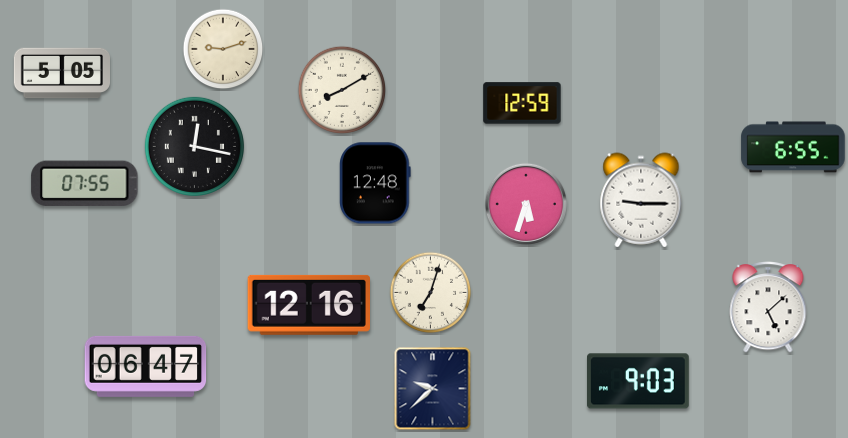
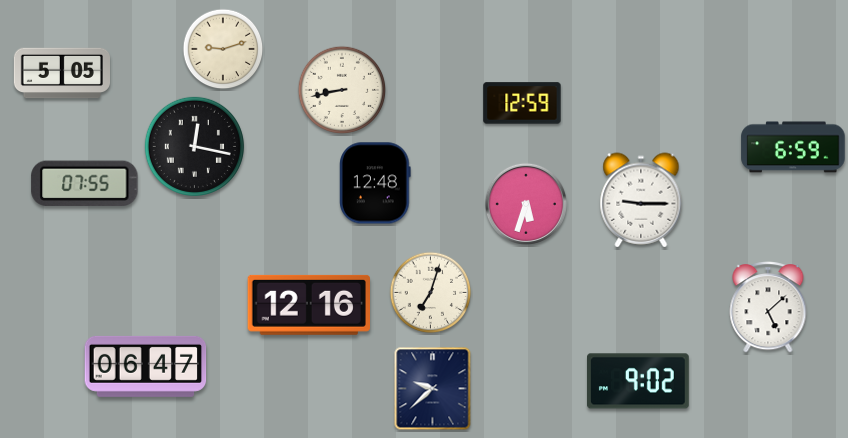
clock at (342, 90): 8:10 -> 8:43
clock at (793, 147): 6:55 -> 6:59
clock at (639, 381): 9:03 -> 9:02
